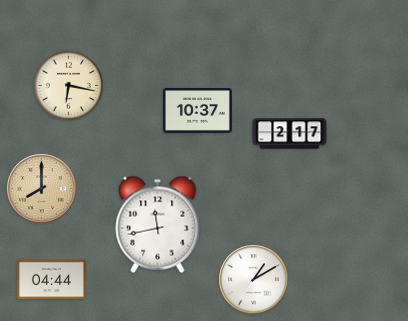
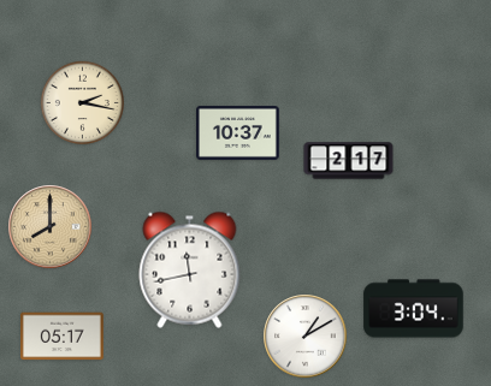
clock at (68, 85): 6:17 -> 2:17
clock at (414, 309): none -> 3:04
clock at (51, 280): 04:44 -> 05:17
